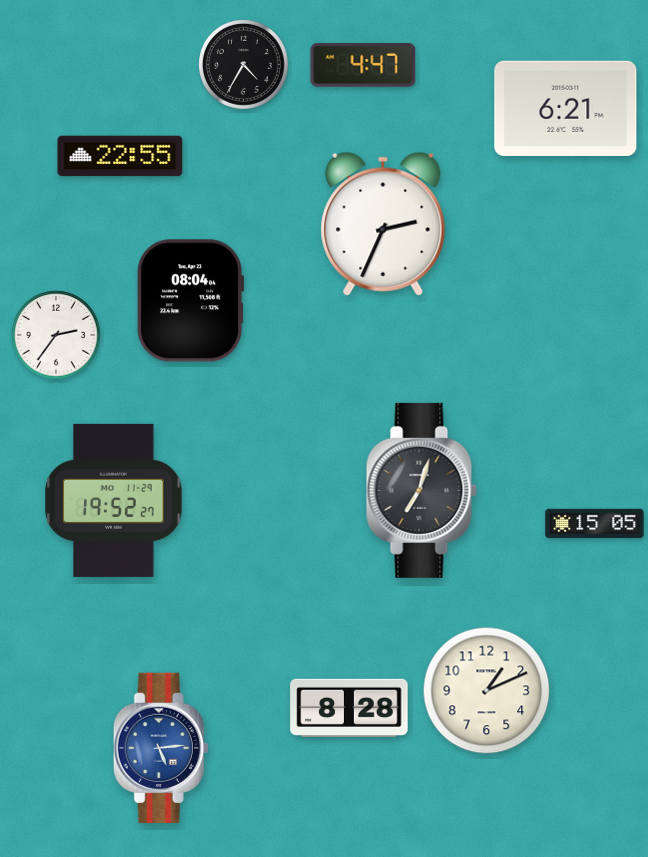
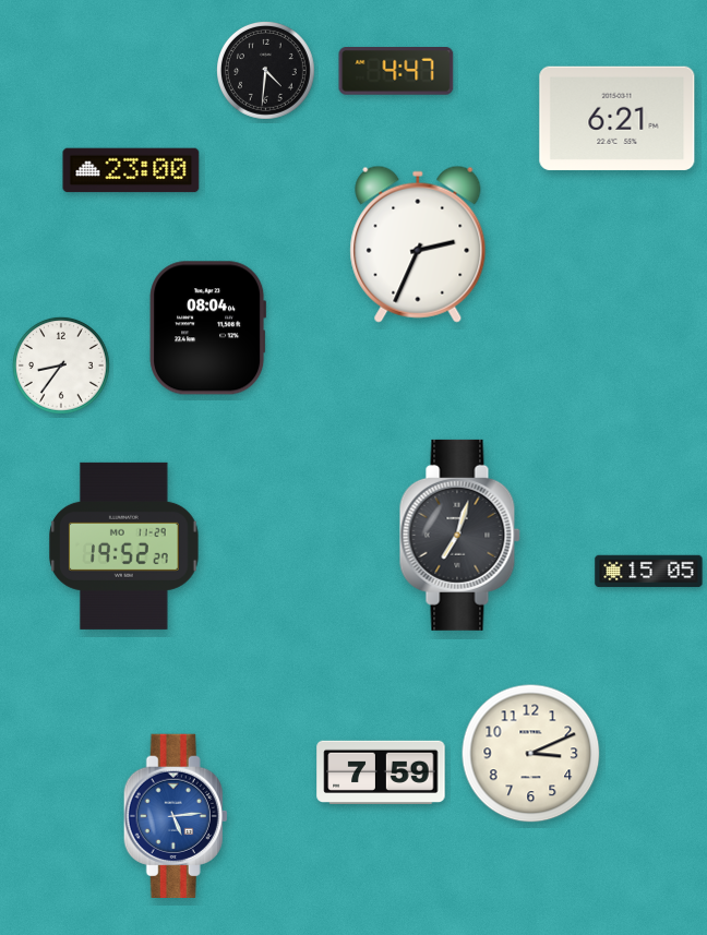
clock at (244, 65): 4:35 -> 4:31
clock at (120, 156): 22:55 -> 23:00
clock at (56, 335): 2:36 -> 8:36
clock at (487, 691): 1:11 -> 3:11
clock at (349, 707): 8:28 -> 7:59
